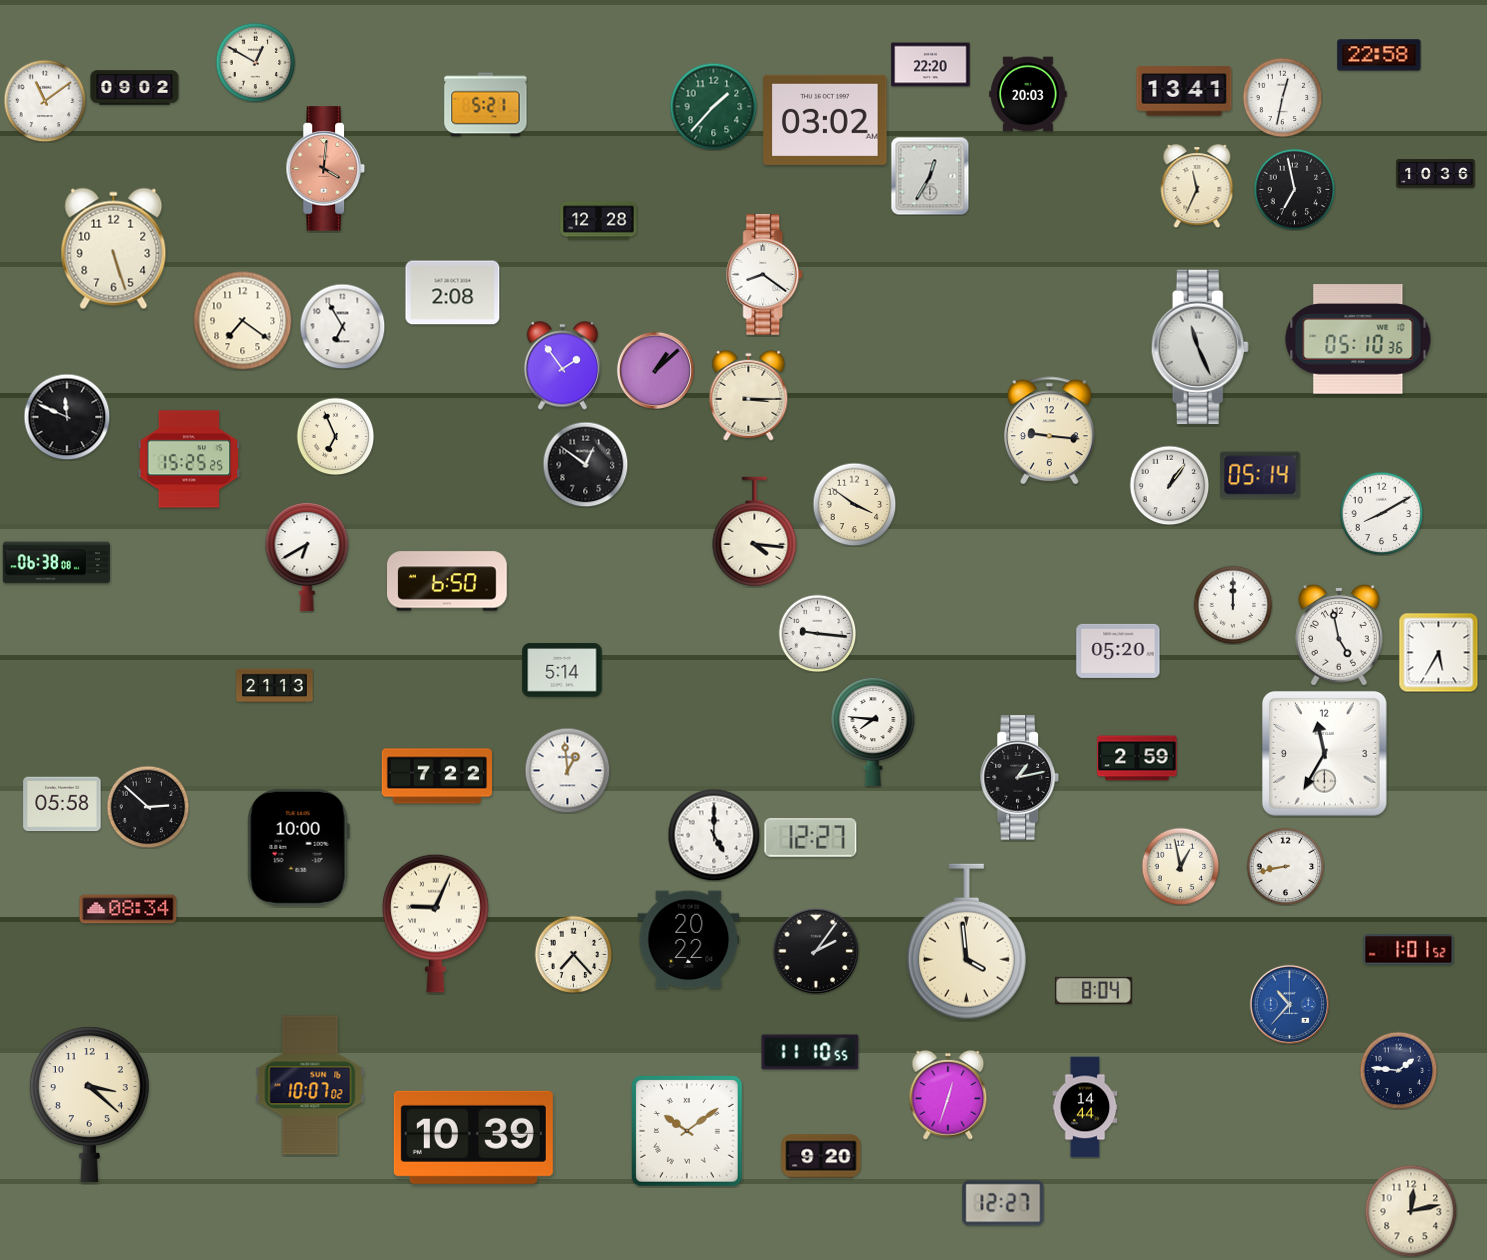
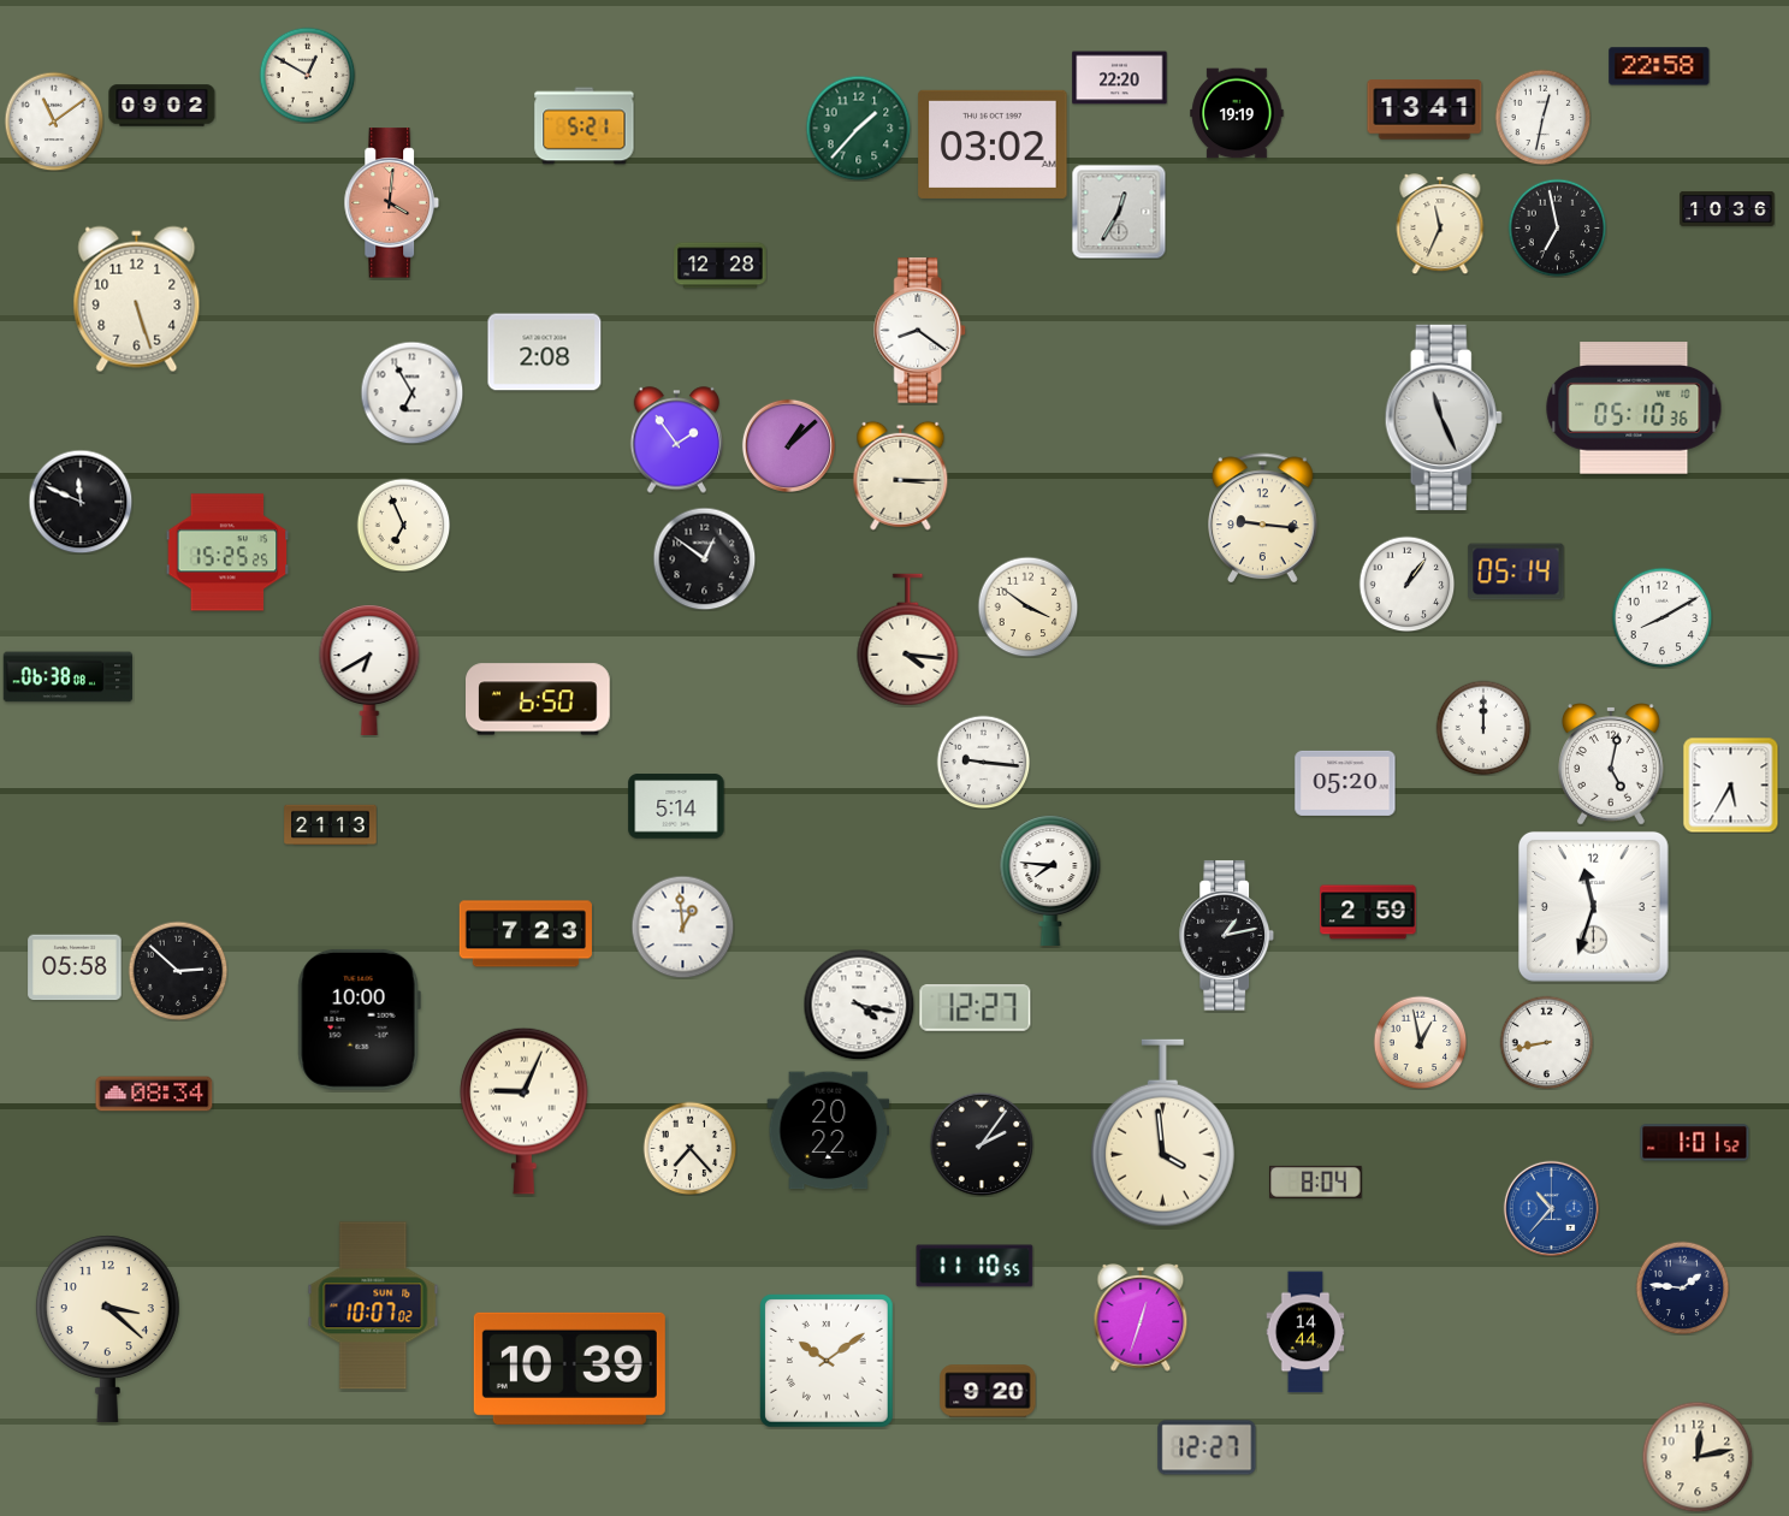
clock at (1028, 94): 20:03 -> 19:19
clock at (243, 321): 7:21 -> none
clock at (1339, 636): 4:58 -> 5:02
clock at (1324, 753): 11:35 -> 11:33
clock at (437, 776): 7:22 -> 7:23
clock at (714, 835): 5:00 -> 4:17
clock at (1094, 990) position: (1094, 990) -> (1316, 1182)
